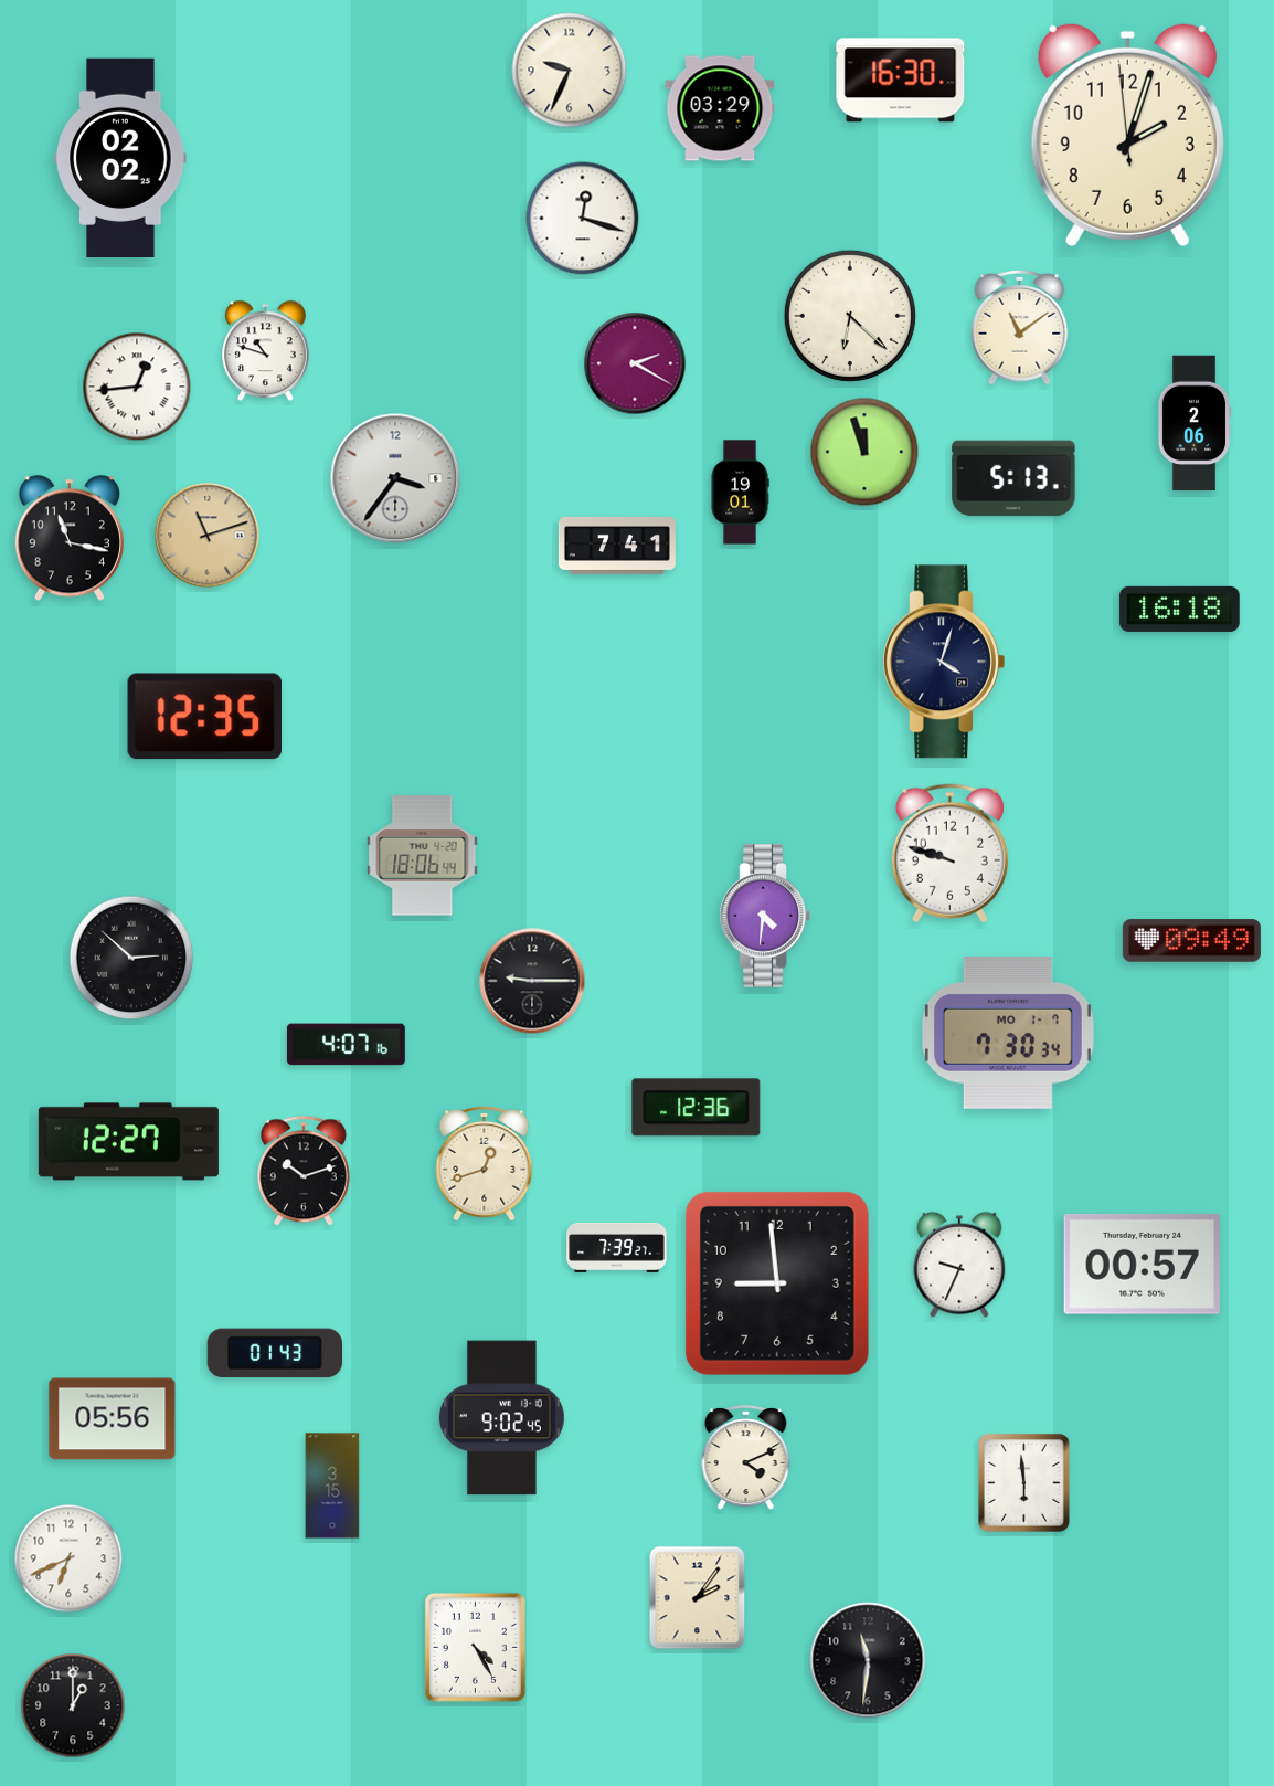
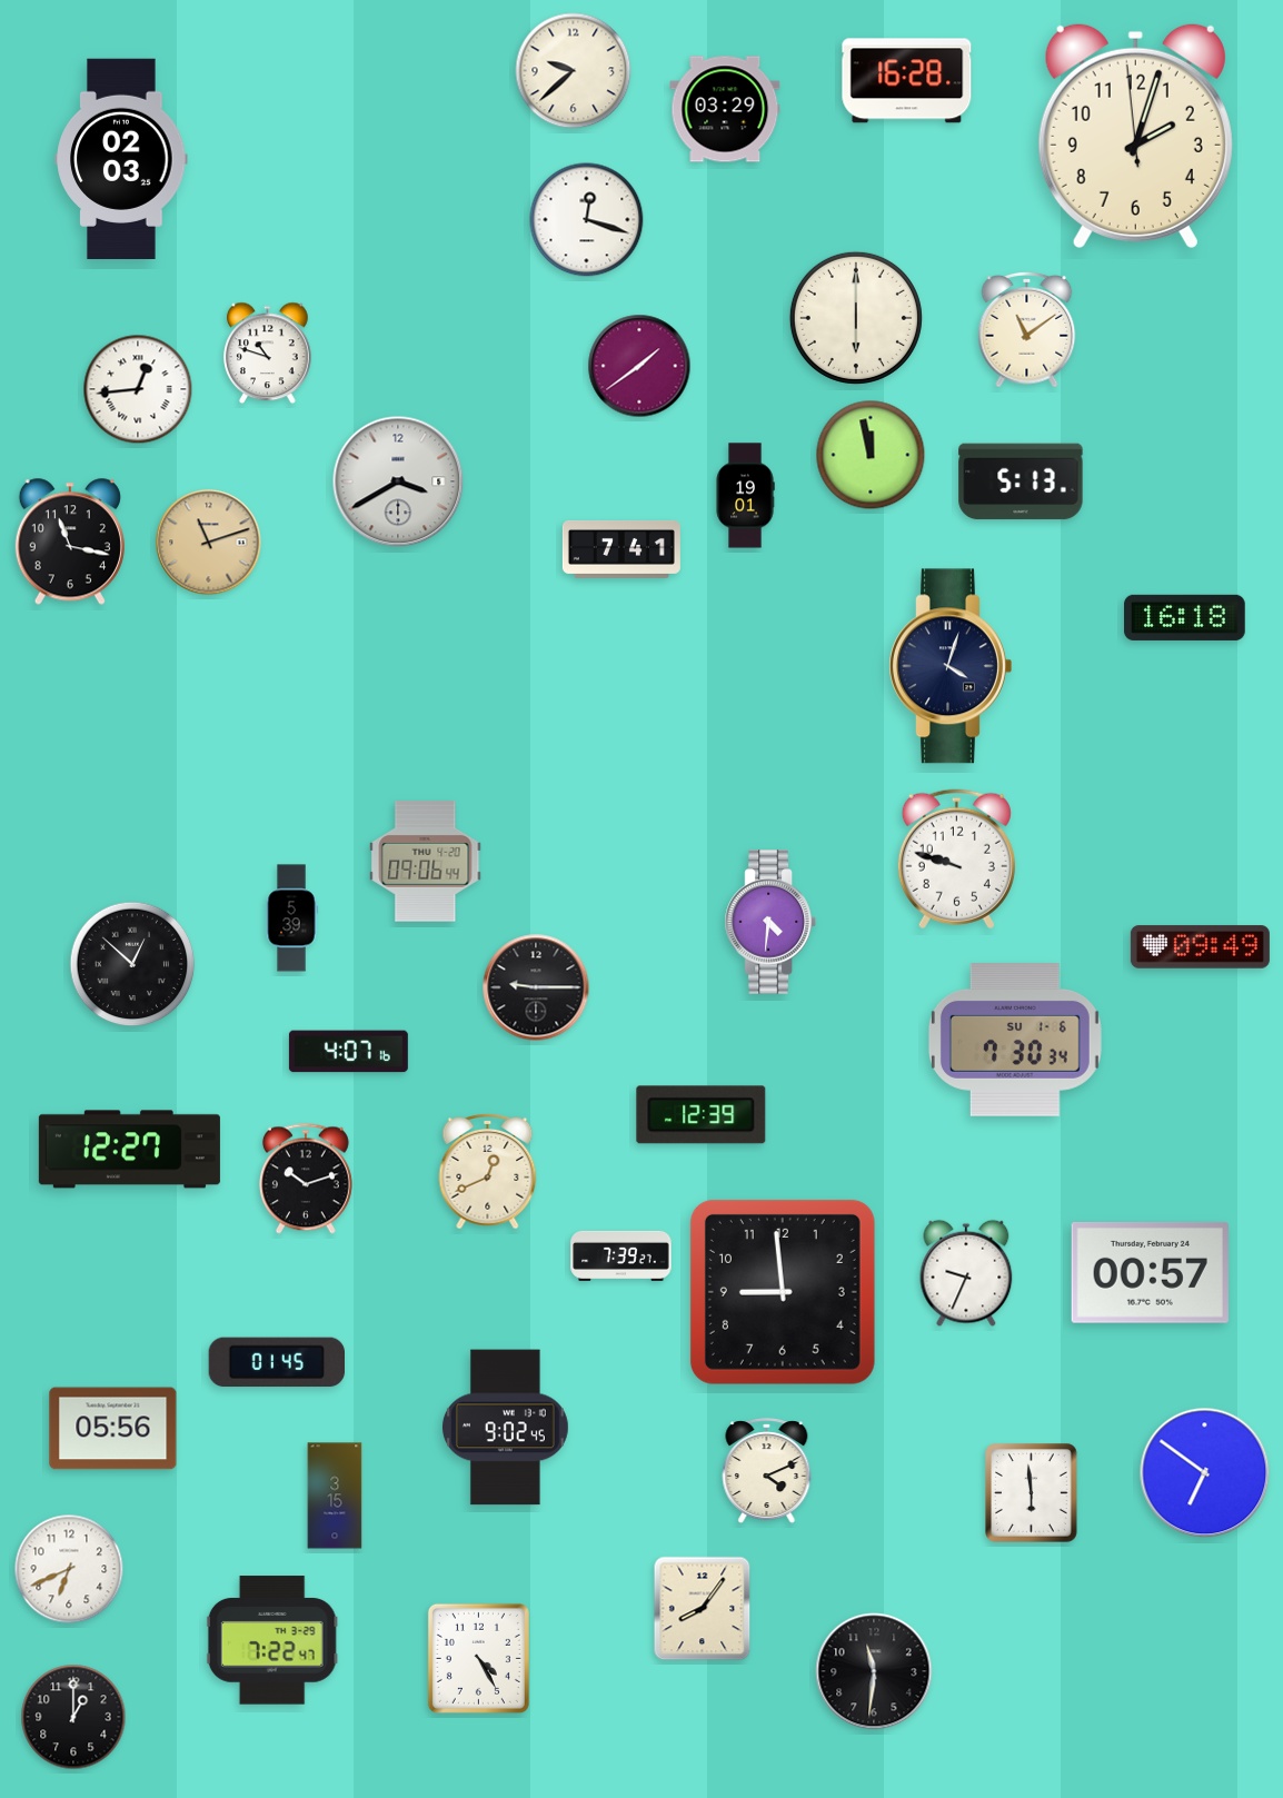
clock at (570, 71): 9:34 -> 9:38
clock at (901, 81): 16:30 -> 16:28
clock at (120, 157): 02:02 -> 02:03
clock at (850, 316): 6:22 -> 6:00
clock at (635, 363): 2:20 -> 1:39
clock at (1193, 423): 2:06 -> none
clock at (864, 452): 11:57 -> 11:58
clock at (395, 478): 3:36 -> 3:40
clock at (208, 536) position: (208, 536) -> (209, 543)
clock at (1180, 609) position: (1180, 609) -> (1185, 617)
clock at (205, 717): 12:35 -> none
clock at (423, 856): 18:06 -> 09:06
clock at (291, 918): none -> 5:39
clock at (131, 958): 2:52 -> 12:52
clock at (1008, 1034) date: MO 1-7 -> SU 1-6
clock at (697, 1108): 12:36 -> 12:39
clock at (485, 1164): 12:42 -> 12:41
clock at (274, 1353): 01:43 -> 01:45
clock at (746, 1458) position: (746, 1458) -> (767, 1471)
clock at (1205, 1473): none -> 6:51
clock at (698, 1598): 2:06 -> 8:06
clock at (272, 1640): none -> 7:22
